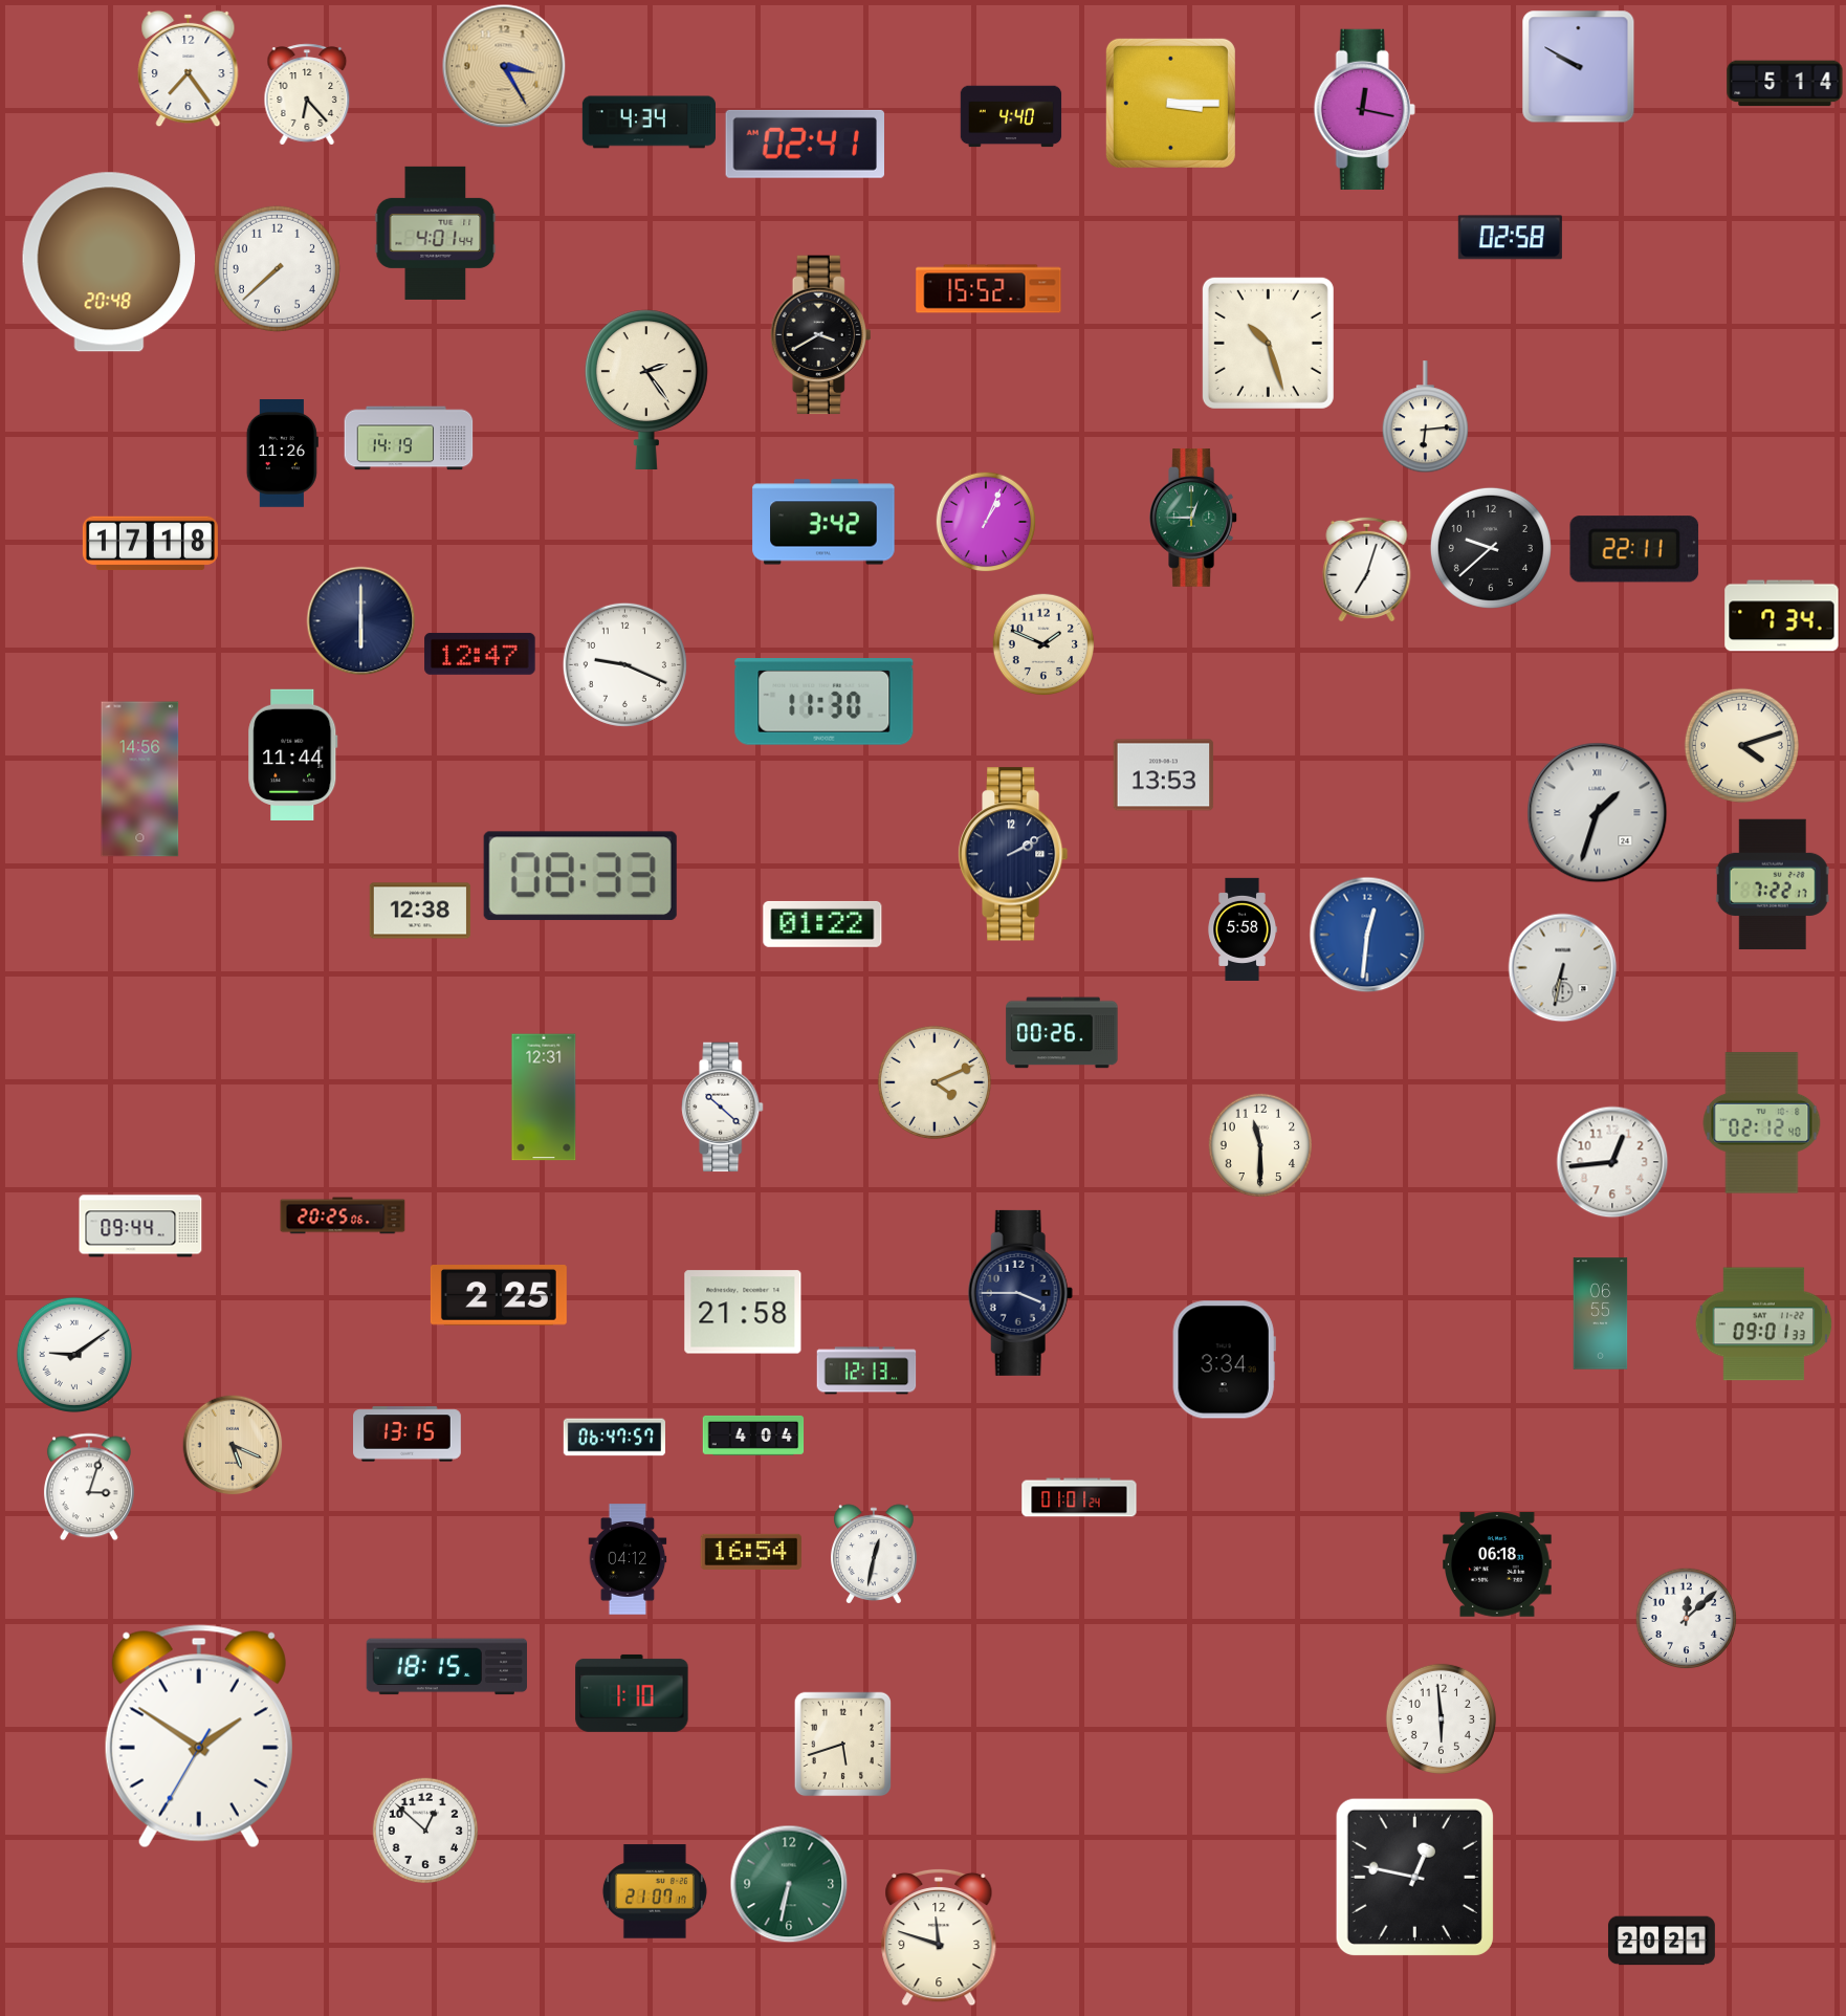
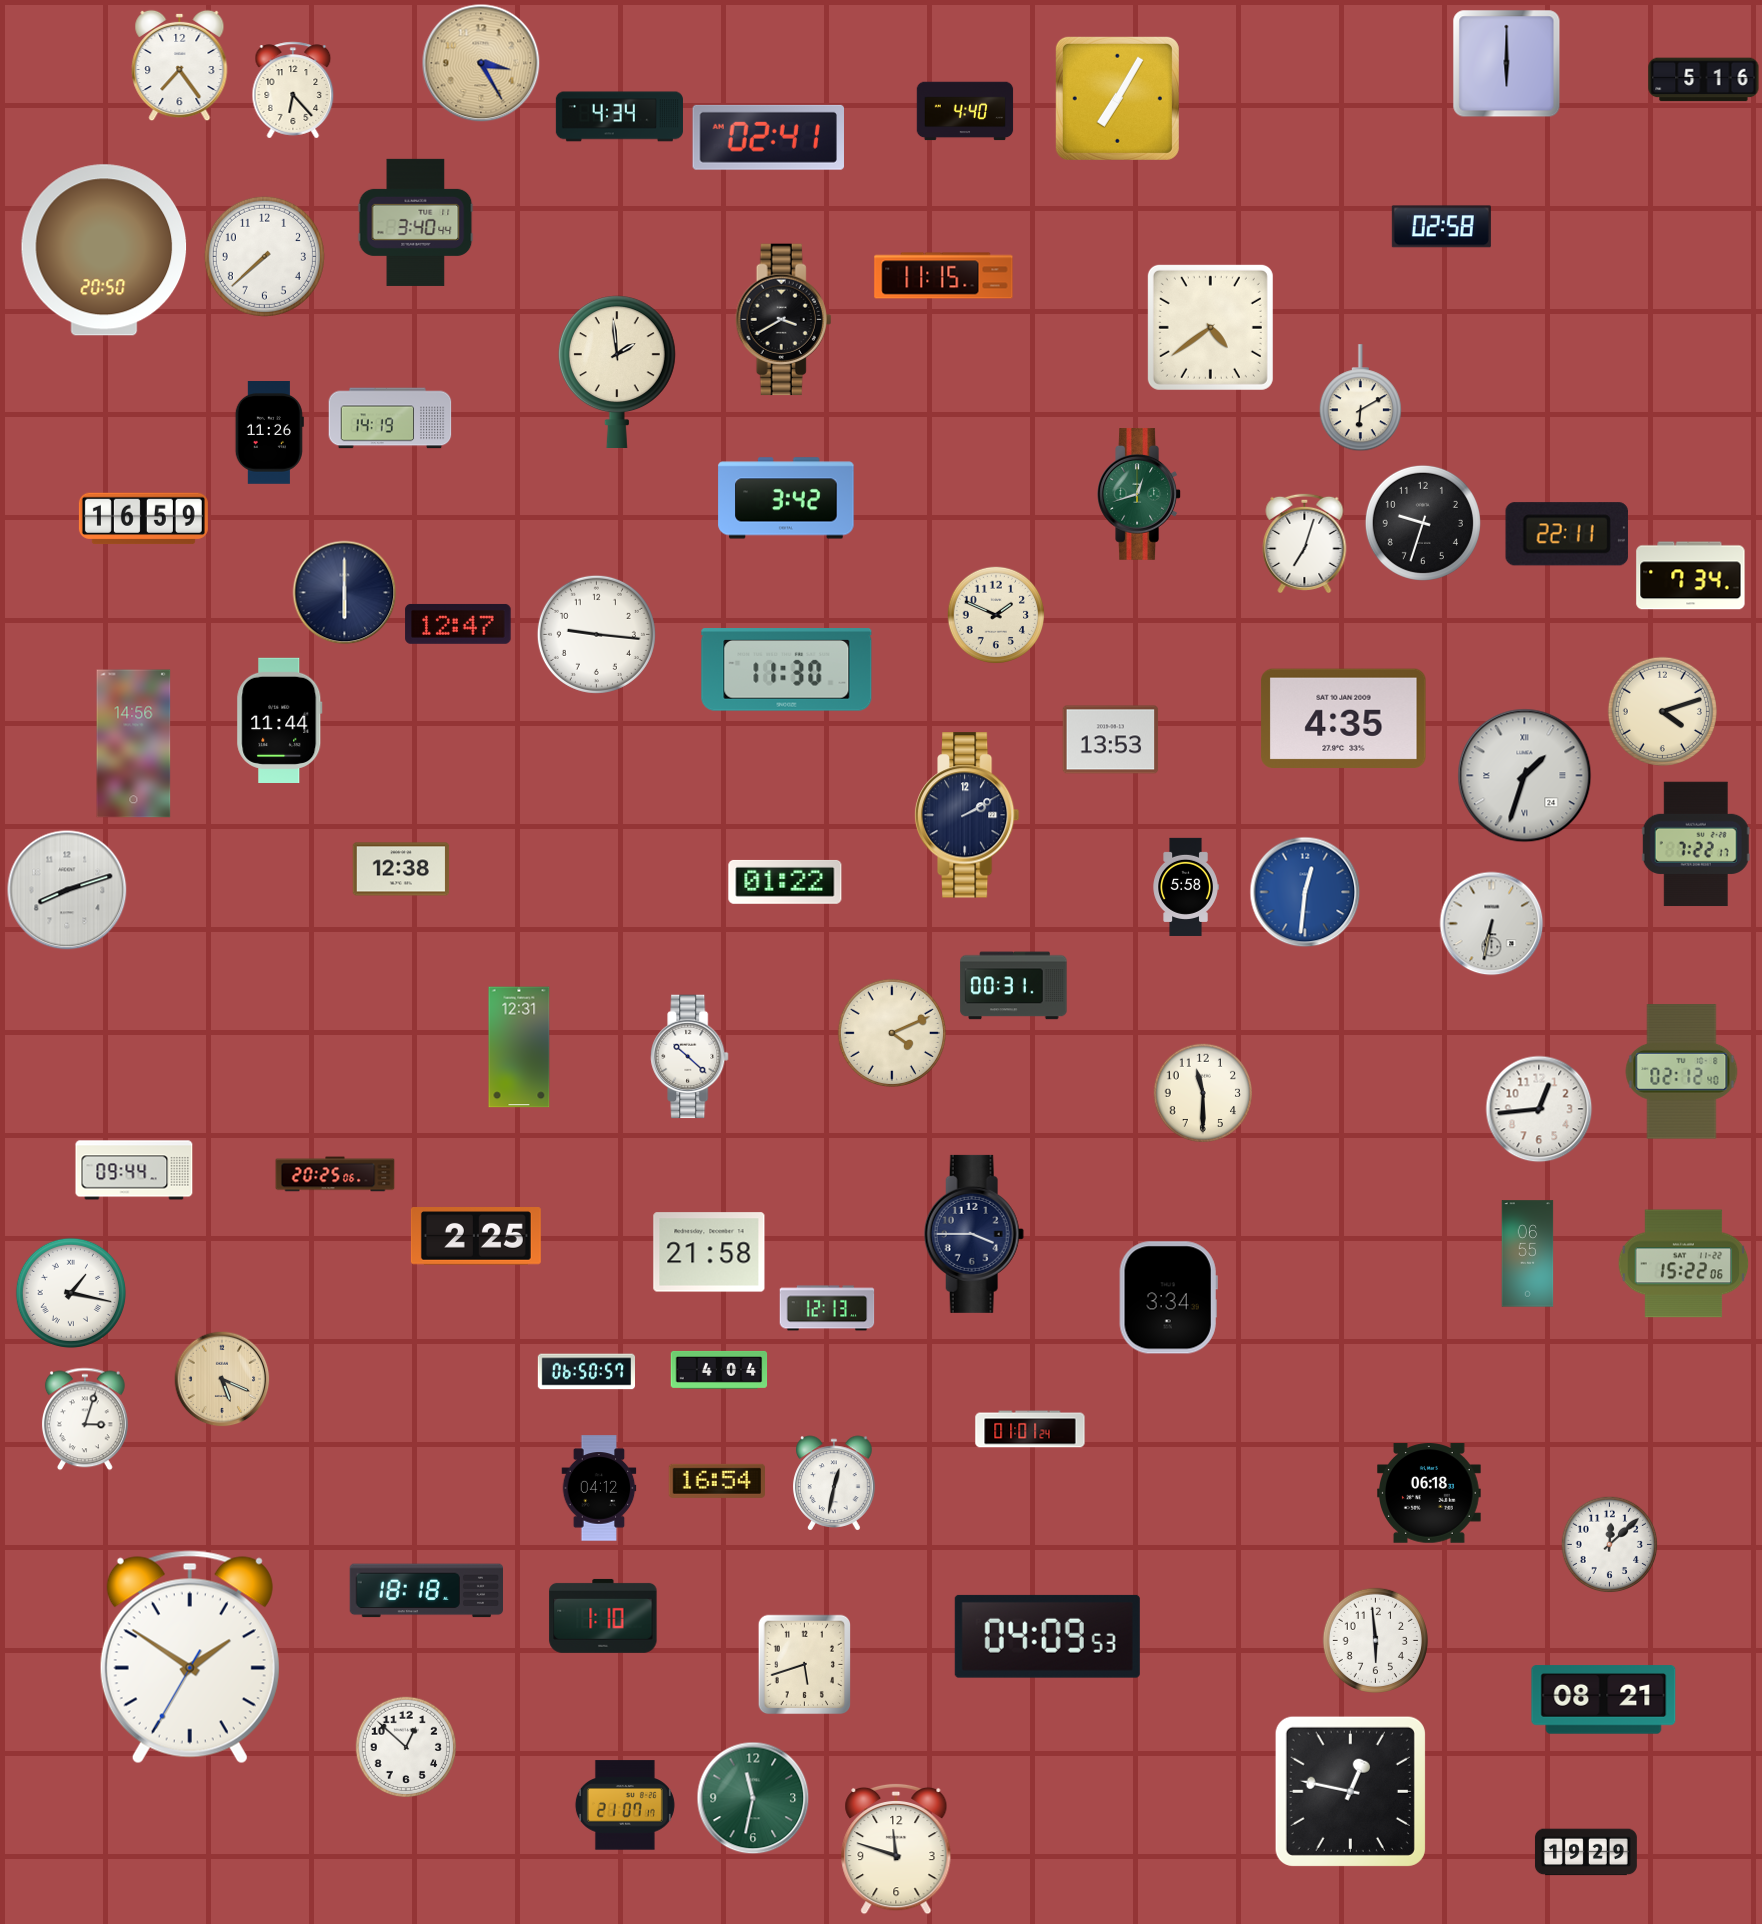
clock at (1579, 67): 9:50 -> 6:00
clock at (1785, 84): 5:14 -> 5:16
clock at (1170, 103): 3:15 -> 7:05
clock at (1364, 109): 12:17 -> none
clock at (436, 233): 4:01 -> 3:40
clock at (109, 262): 20:48 -> 20:50
clock at (989, 289): 15:52 -> 11:15
clock at (1268, 343): 10:27 -> 4:39
clock at (646, 389): 2:24 -> 1:59
clock at (1425, 417): 6:14 -> 6:10
clock at (1193, 519): 12:45 -> 12:42
clock at (986, 522): 1:04 -> none
clock at (150, 544): 17:18 -> 16:59
clock at (1491, 548): 9:38 -> 9:33
clock at (1634, 549) position: (1634, 549) -> (1567, 534)
clock at (1782, 616) position: (1782, 616) -> (1691, 576)
clock at (624, 664): 9:19 -> 9:16
clock at (1344, 718): none -> 4:35
clock at (580, 876): 08:33 -> none
clock at (1773, 884) position: (1773, 884) -> (1696, 844)
clock at (67, 890): none -> 8:12
clock at (1062, 1033): 00:26 -> 00:31
clock at (343, 1215) position: (343, 1215) -> (335, 1174)
clock at (1764, 1324): 09:01 -> 15:22
clock at (74, 1355): 9:09 -> 1:17
clock at (408, 1434): 13:15 -> none
clock at (614, 1438): 06:47 -> 06:50
clock at (446, 1667): 18:15 -> 18:18
clock at (1047, 1636): none -> 04:09
clock at (1604, 1700): none -> 08:21
clock at (789, 1884): 6:32 -> 11:32
clock at (1662, 1941): 20:21 -> 19:29
